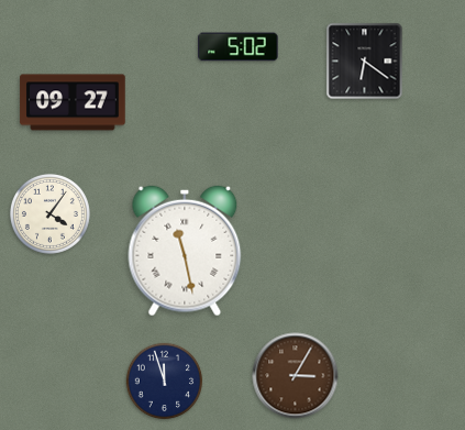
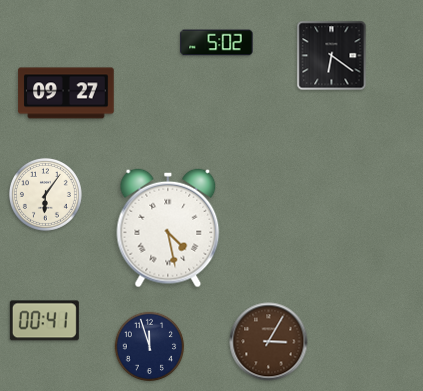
clock at (49, 213): 4:06 -> 6:06
clock at (185, 251): 11:28 -> 4:28
clock at (44, 321): none -> 00:41
